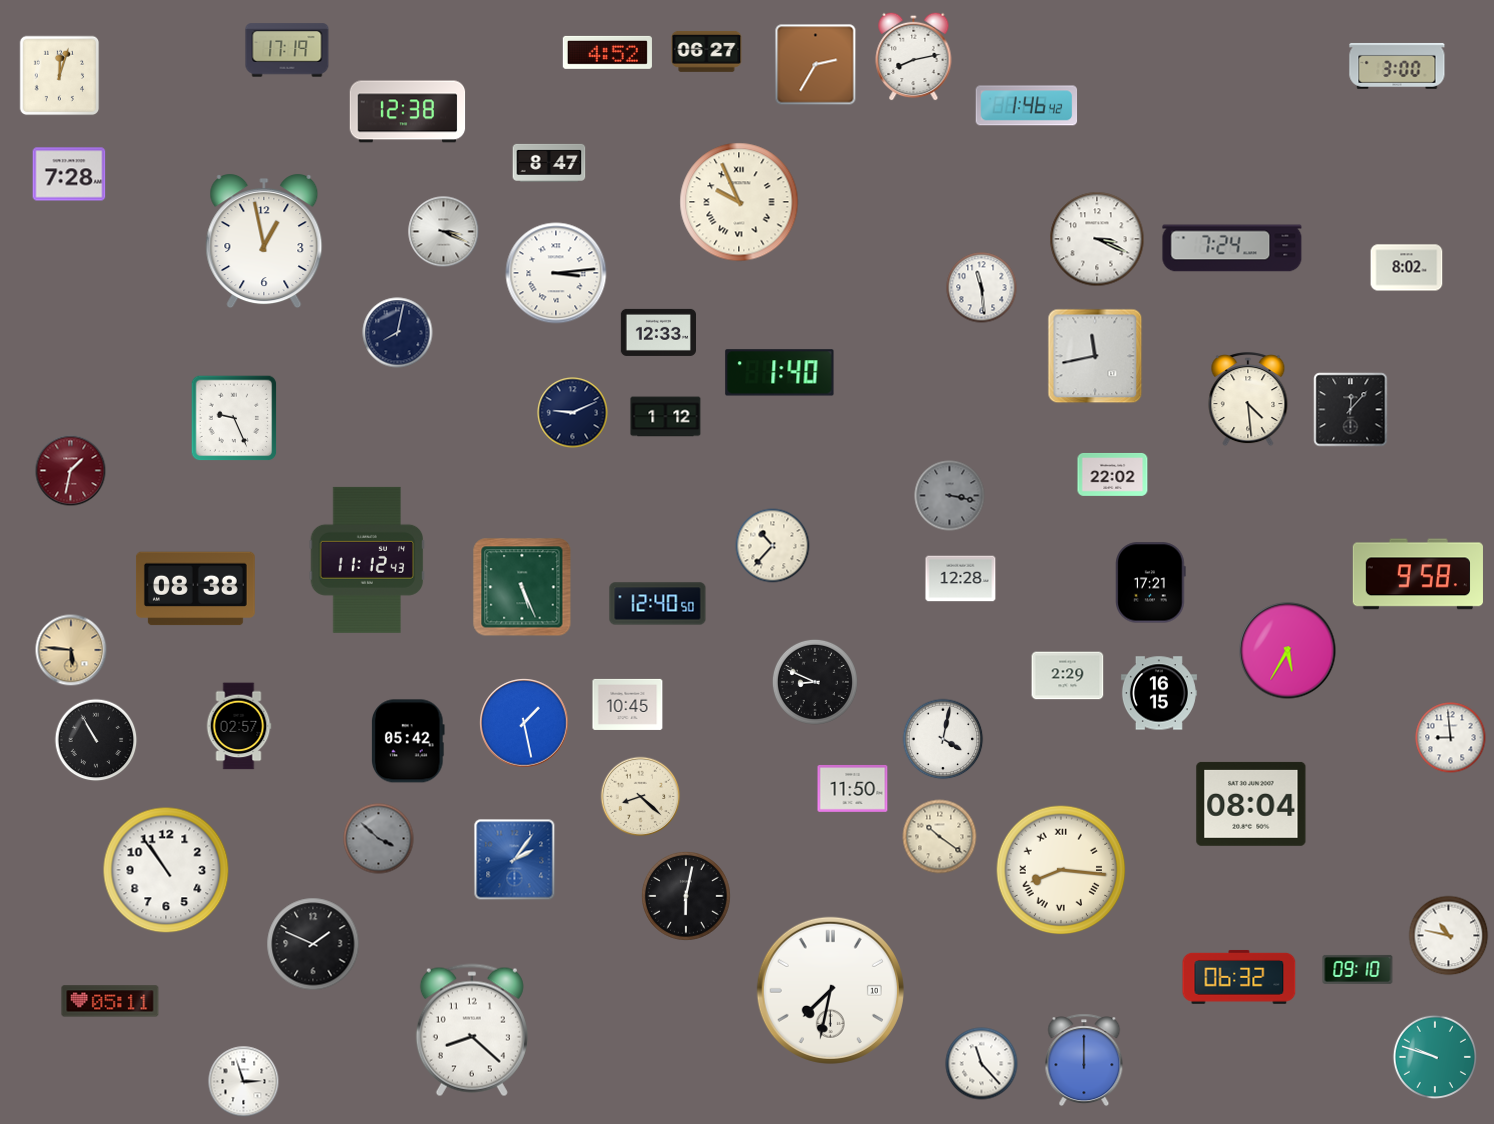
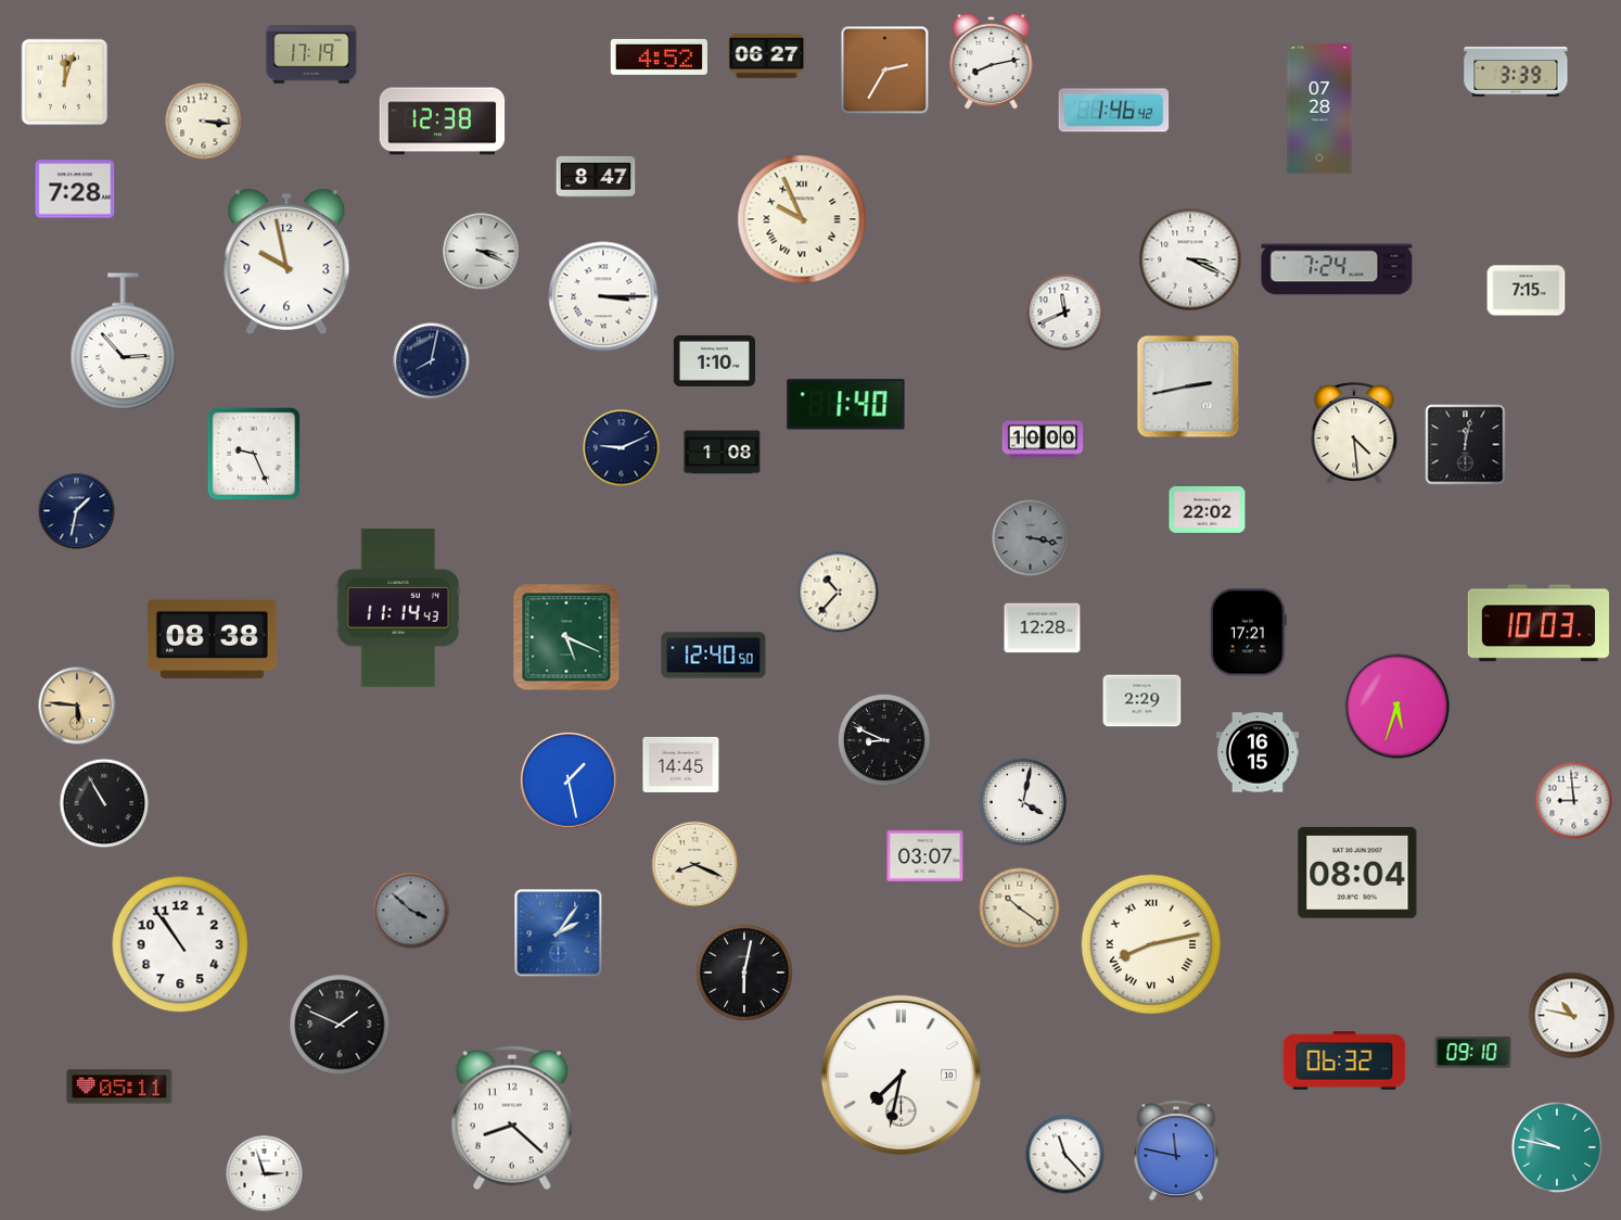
clock at (1397, 66): 3:00 -> 3:39
clock at (1319, 109): none -> 07:28
clock at (1027, 106) position: (1027, 106) -> (1114, 111)
clock at (204, 122): none -> 3:16
clock at (264, 242): 12:58 -> 9:58
clock at (1407, 268): 8:02 -> 7:15
clock at (556, 273): 3:14 -> 3:15
clock at (982, 288): 11:29 -> 11:41
clock at (124, 342): none -> 2:53
clock at (658, 332): 12:33 -> 1:10
clock at (1095, 356): 11:43 -> 2:43
clock at (1043, 440): none -> 10:00
clock at (1351, 410): 12:07 -> 12:02
clock at (666, 417): 1:12 -> 1:08
clock at (71, 471) dial: burgundy -> navy
clock at (1113, 475) position: (1113, 475) -> (1208, 510)
clock at (367, 560): 11:12 -> 11:14
clock at (1418, 574): 9:58 -> 10:03
clock at (522, 587): 5:26 -> 5:19
clock at (1288, 651): 5:35 -> 5:33
clock at (1068, 676) position: (1068, 676) -> (1143, 701)
clock at (628, 704): 10:45 -> 14:45
clock at (524, 723) position: (524, 723) -> (569, 780)
clock at (239, 726): 02:57 -> none
clock at (408, 741): 05:42 -> none
clock at (853, 789): 11:50 -> 03:07
clock at (641, 797): 8:22 -> 8:19
clock at (1061, 870): 8:16 -> 8:13
clock at (1434, 1056): 9:48 -> 9:47
clock at (1084, 1060): 12:00 -> 11:47
